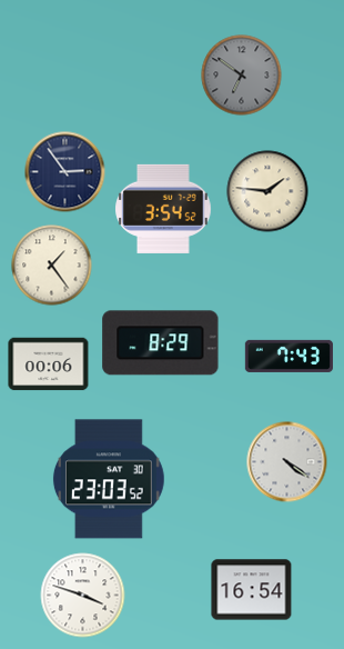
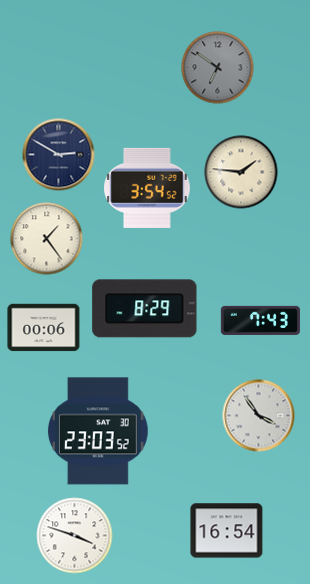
clock at (65, 172): 2:54 -> 2:50
clock at (287, 462): 4:21 -> 3:54
